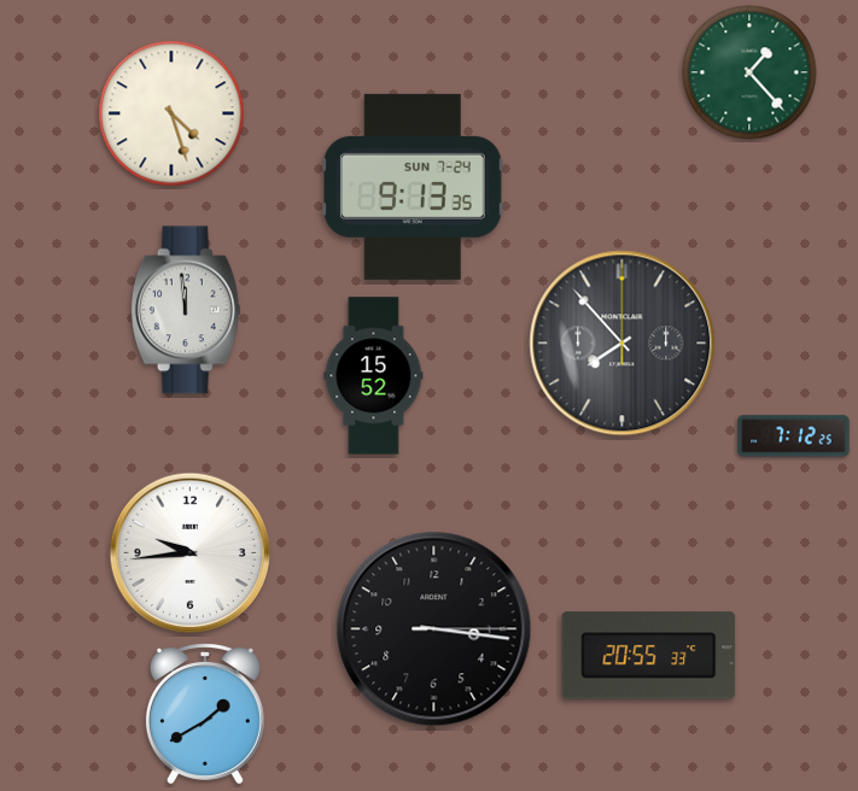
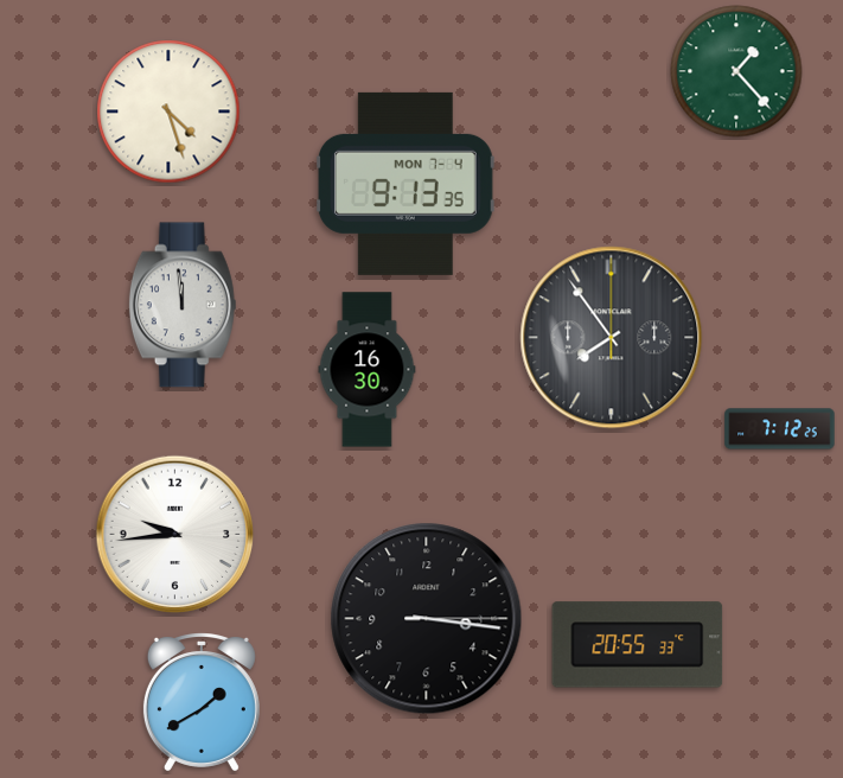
clock at (414, 187) date: SUN 7-24 -> MON 7-4
clock at (623, 344): 7:53 -> 7:54
clock at (374, 376): 15:52 -> 16:30
clock at (191, 553) position: (191, 553) -> (175, 535)
